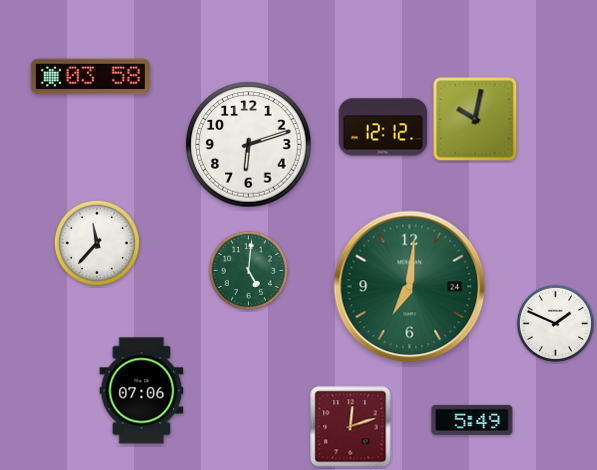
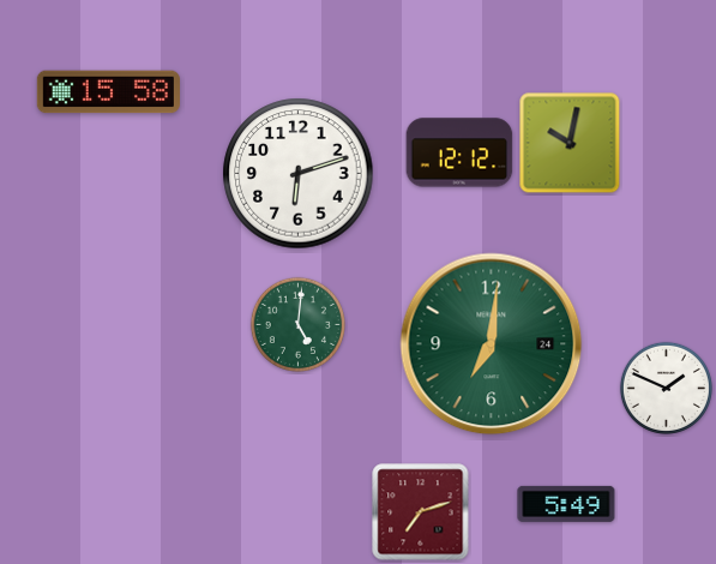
clock at (90, 77): 03:58 -> 15:58
clock at (97, 243): 11:37 -> none
clock at (142, 391): 07:06 -> none
clock at (351, 427): 12:12 -> 7:12
